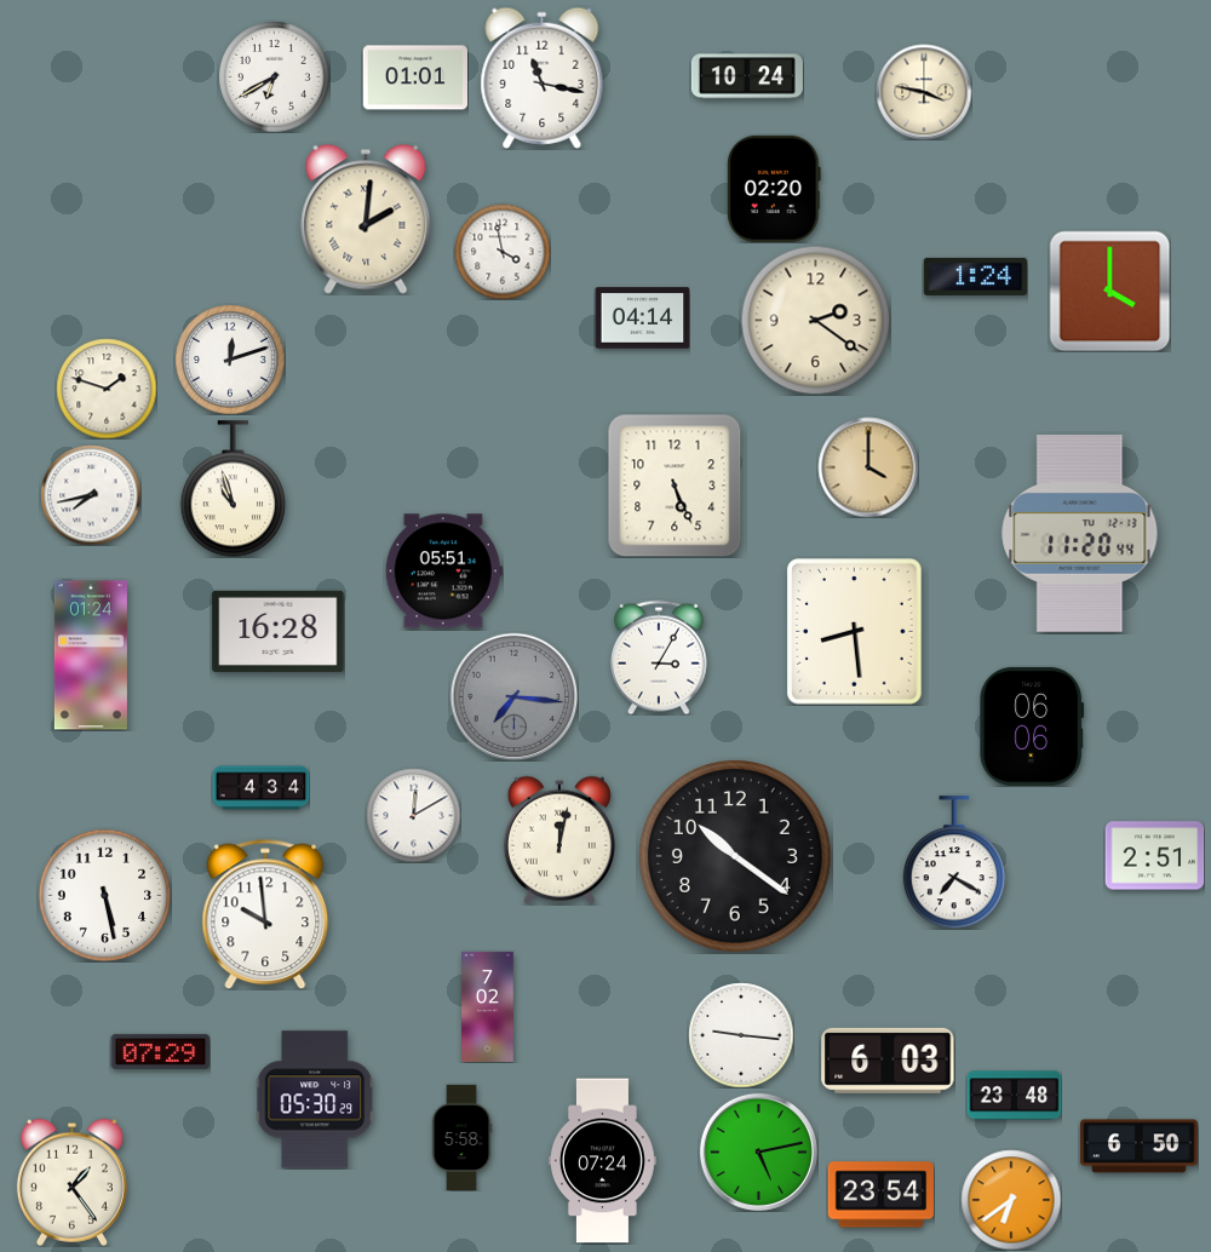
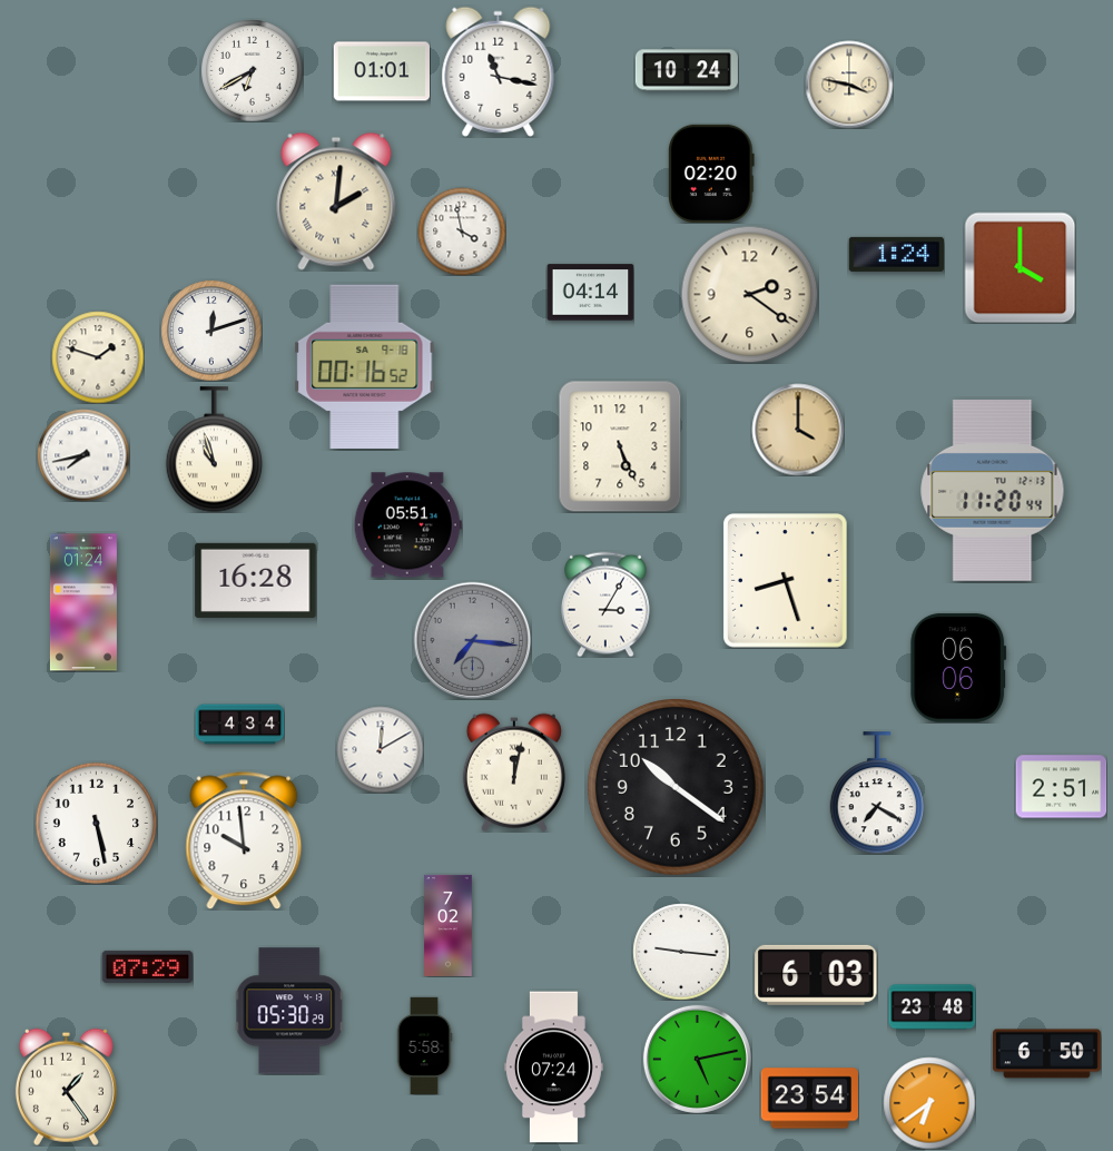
clock at (365, 366): none -> 00:16
clock at (855, 632): 8:29 -> 8:27
clock at (1032, 726) position: (1032, 726) -> (958, 668)
